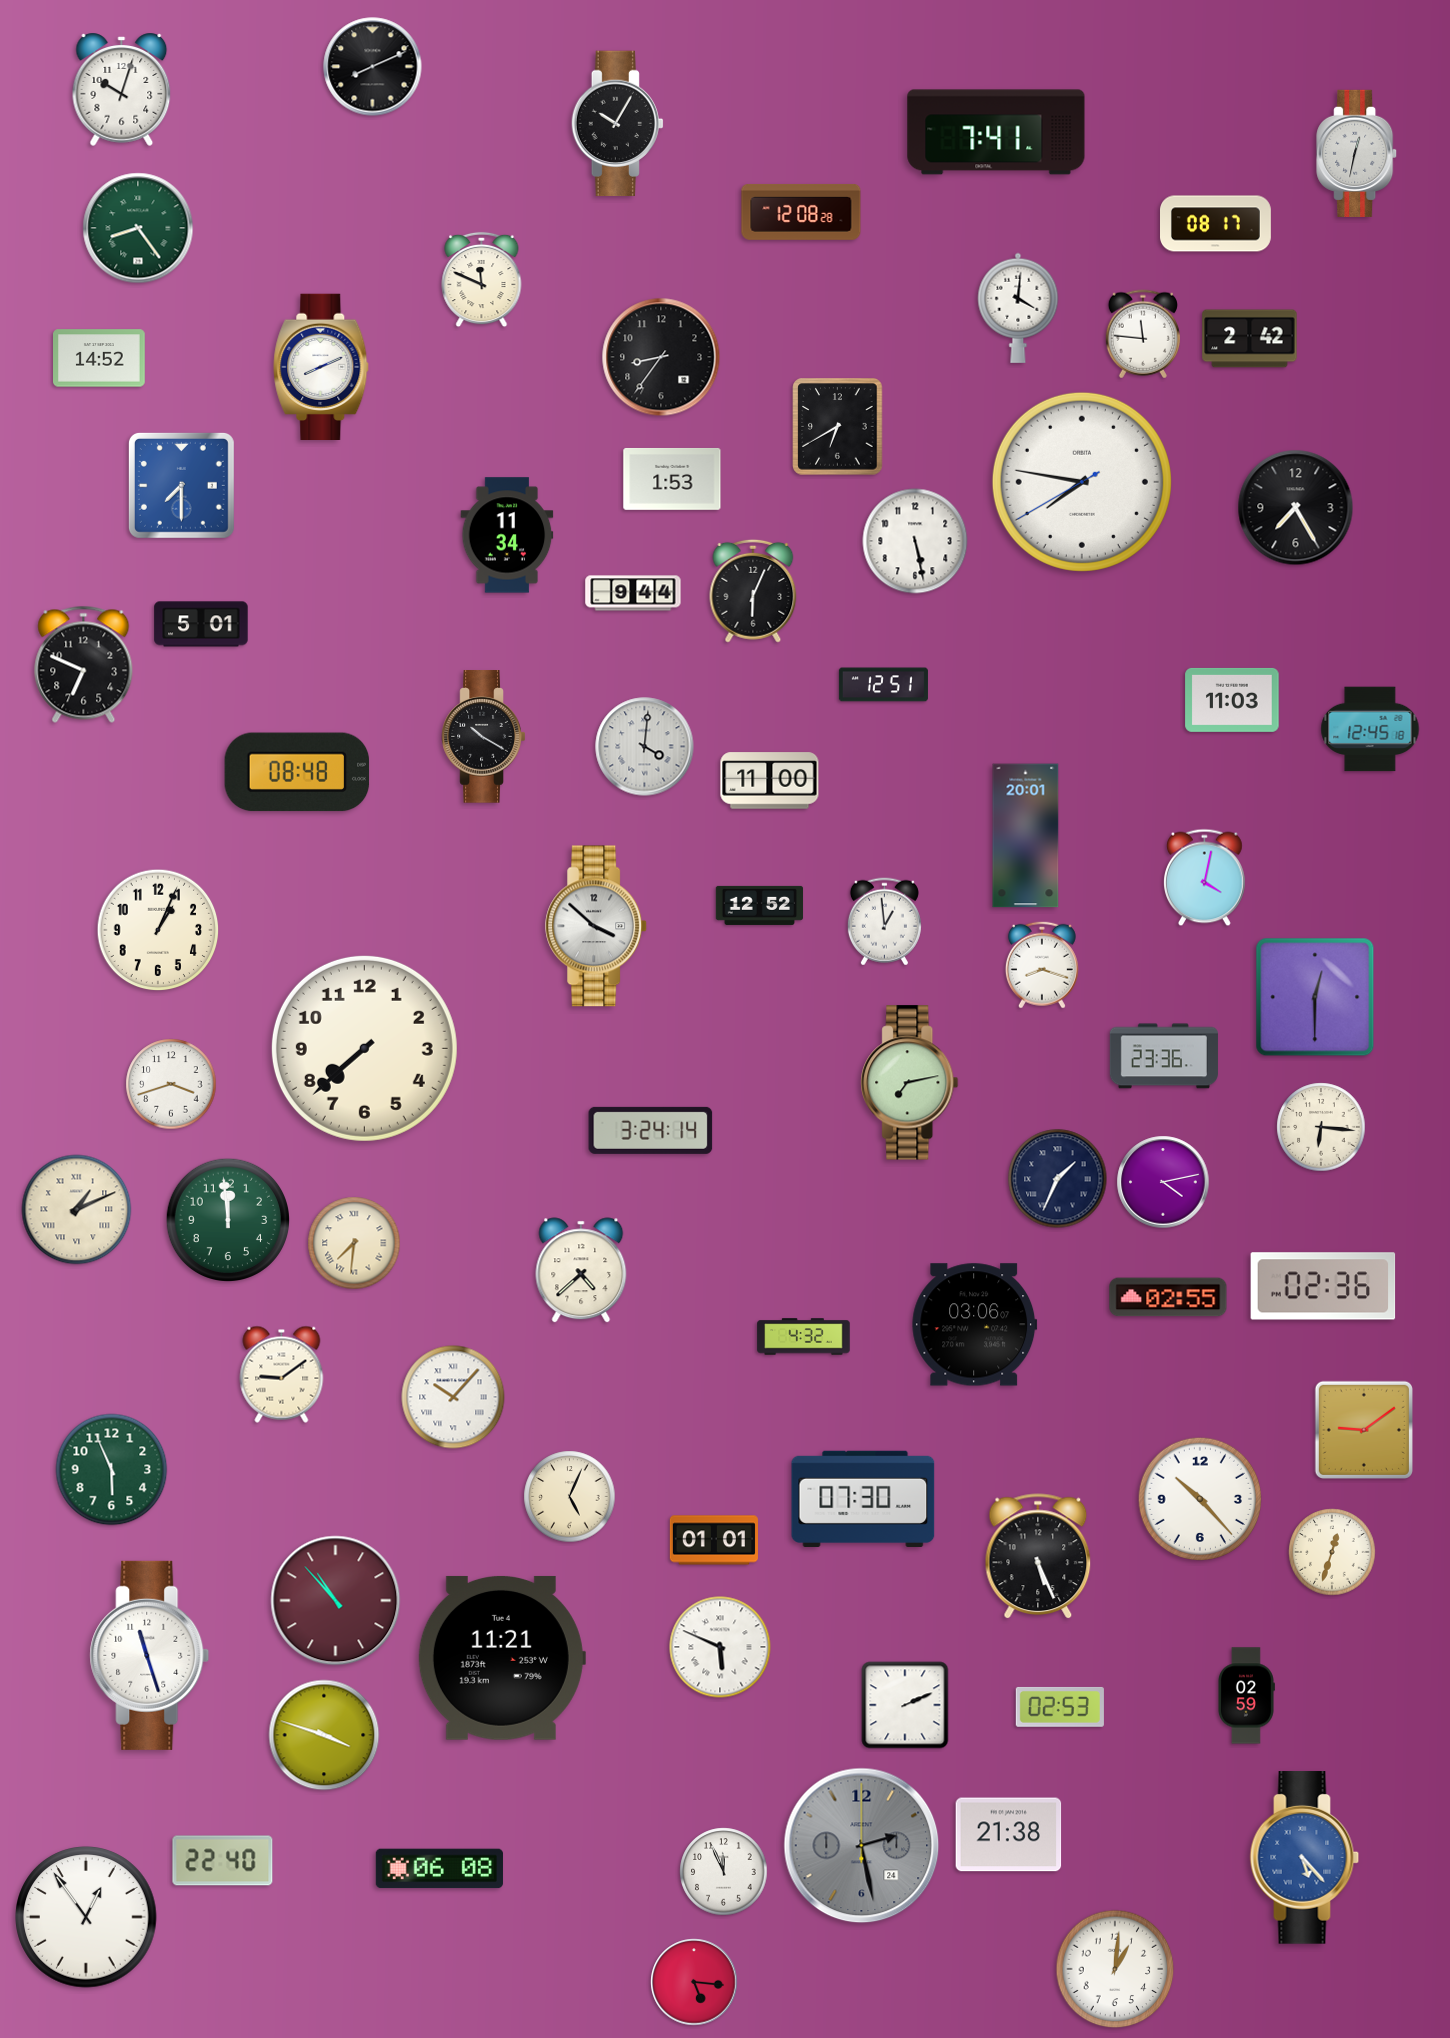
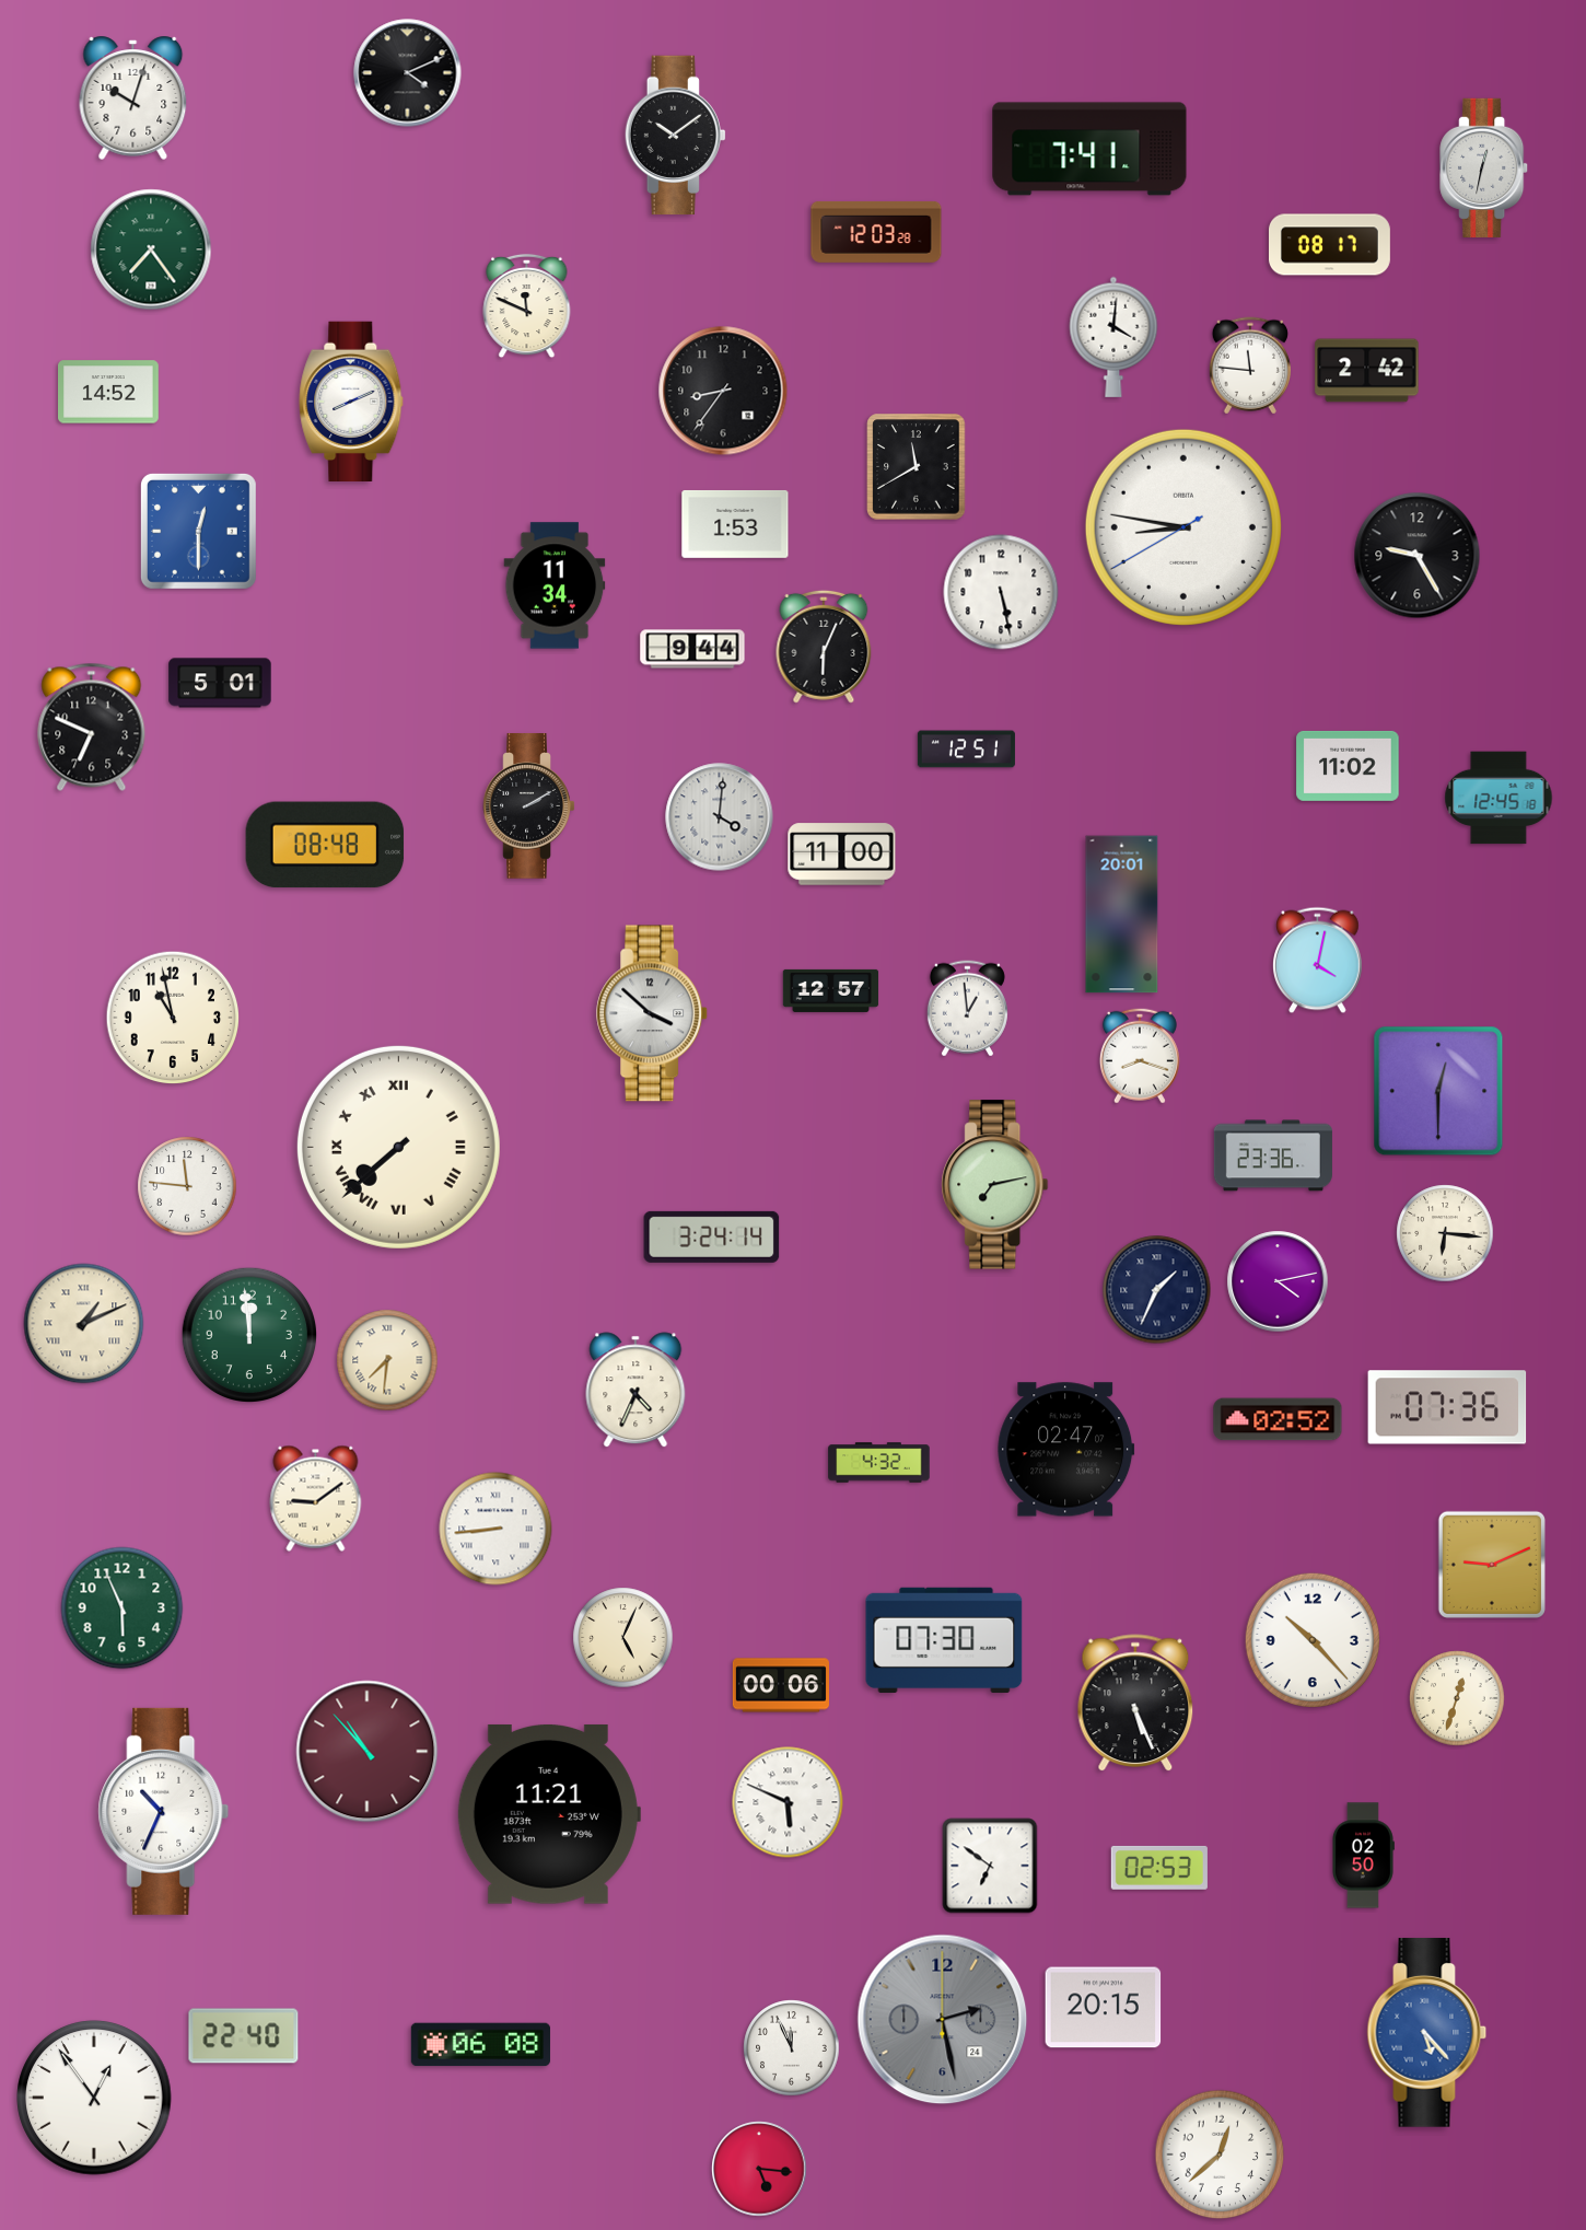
clock at (373, 67): 8:11 -> 4:11
clock at (617, 124): 10:05 -> 10:09
clock at (996, 132) position: (996, 132) -> (1089, 149)
clock at (801, 212): 12:08 -> 12:03
clock at (138, 228): 8:24 -> 7:24
clock at (838, 427): 6:40 -> 11:40
clock at (1082, 482): 7:46 -> 8:46
clock at (181, 485): 7:30 -> 12:30
clock at (1296, 508): 7:25 -> 9:25
clock at (1232, 700): 11:03 -> 11:02
clock at (484, 737): 10:20 -> 2:10
clock at (645, 747) position: (645, 747) -> (720, 817)
clock at (760, 905): 12:52 -> 12:57
clock at (158, 930): 1:04 -> 10:58
clock at (364, 1048) numerals: Arabic -> Roman
clock at (171, 1084): 3:42 -> 11:46
clock at (1163, 1182) position: (1163, 1182) -> (1278, 1281)
clock at (581, 1270): 4:38 -> 4:34
clock at (1323, 1286): 02:36 -> 07:36
clock at (1168, 1297): 02:55 -> 02:52
clock at (975, 1325): 03:06 -> 02:47
clock at (282, 1374) position: (282, 1374) -> (316, 1498)
clock at (453, 1397): 10:07 -> 8:44
clock at (1363, 1429): 9:09 -> 9:11
clock at (714, 1540): 01:01 -> 00:06
clock at (150, 1655): 11:27 -> 10:34
clock at (1246, 1696): 02:59 -> 02:50
clock at (905, 1705): 2:11 -> 6:51
clock at (324, 1735): 3:48 -> none
clock at (1009, 1835): 21:38 -> 20:15
clock at (1115, 1969): 1:01 -> 12:38
